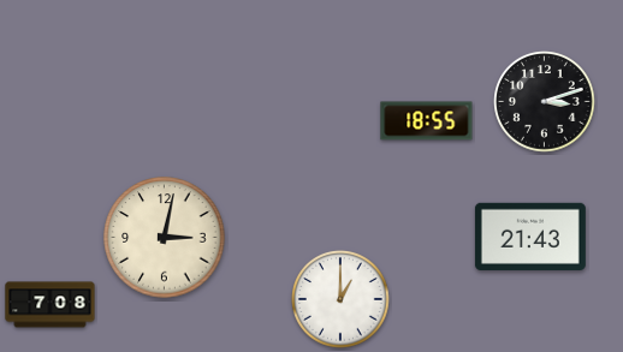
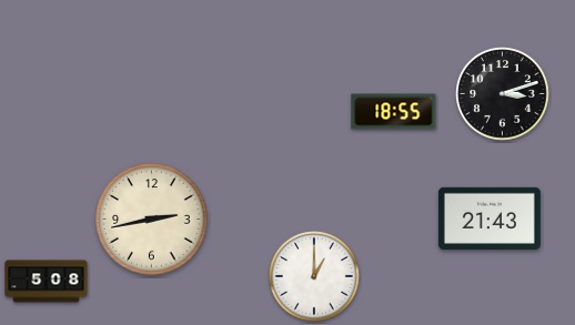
clock at (165, 238): 3:02 -> 2:43
clock at (51, 305): 7:08 -> 5:08
